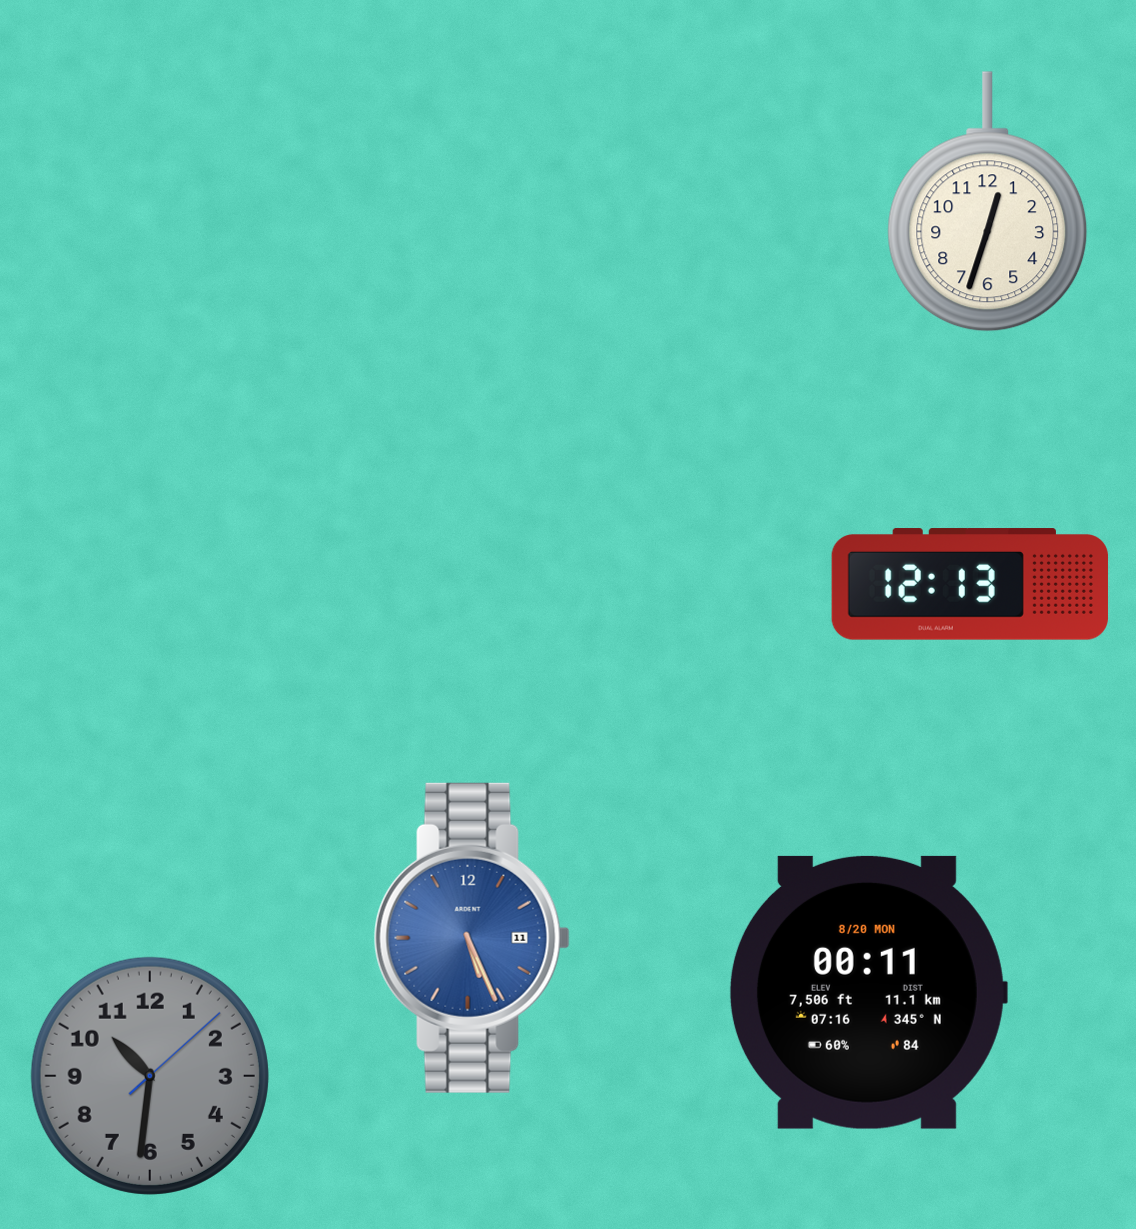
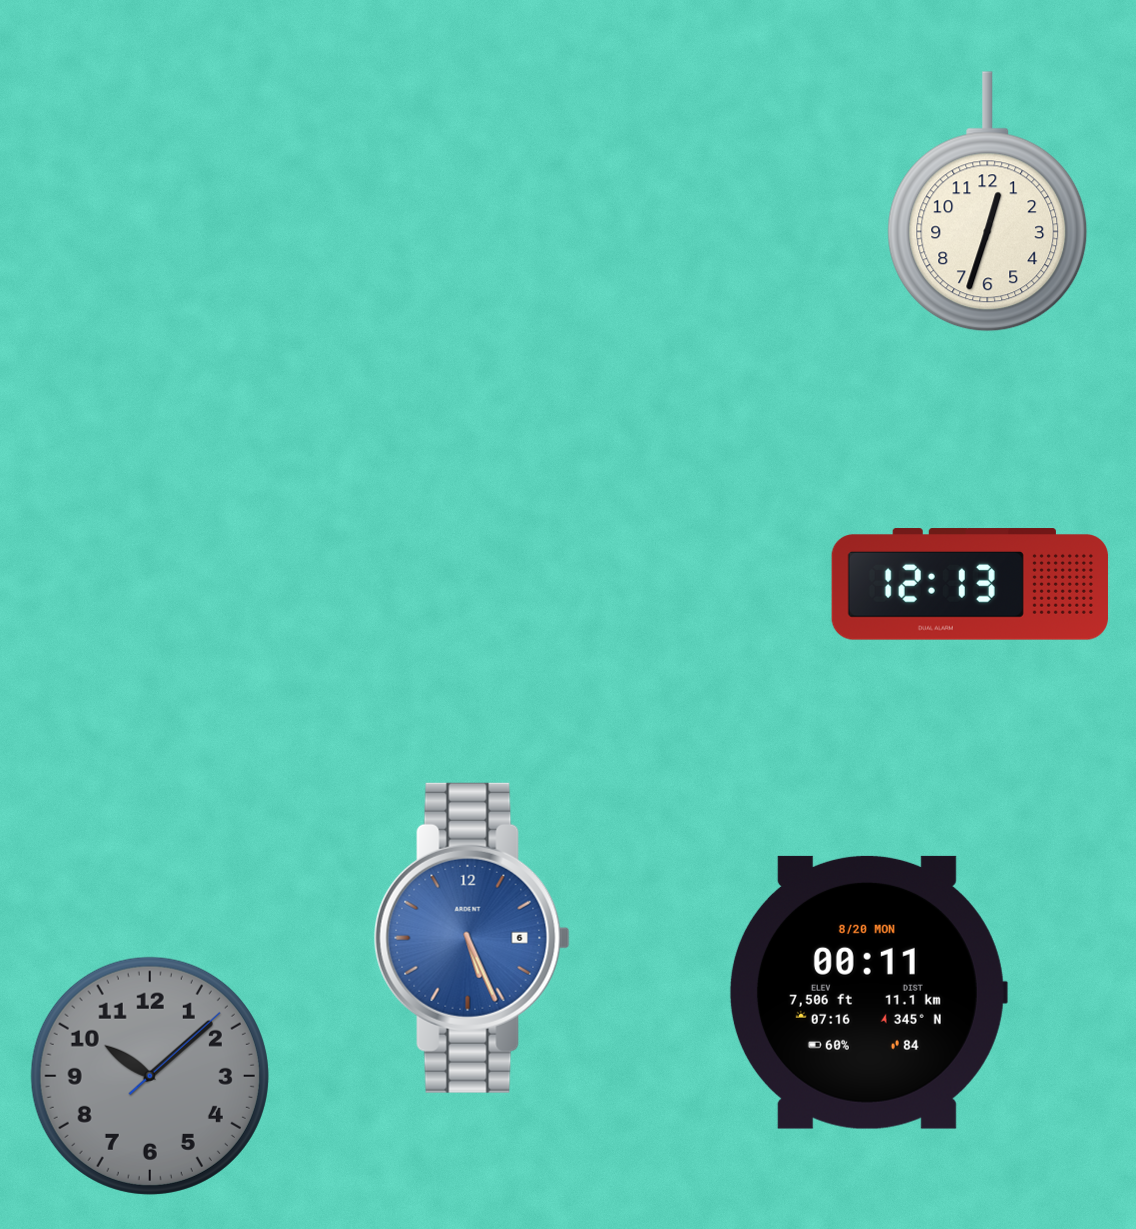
clock at (472, 938) date: 11 -> 6
clock at (150, 1076): 10:31 -> 10:08
